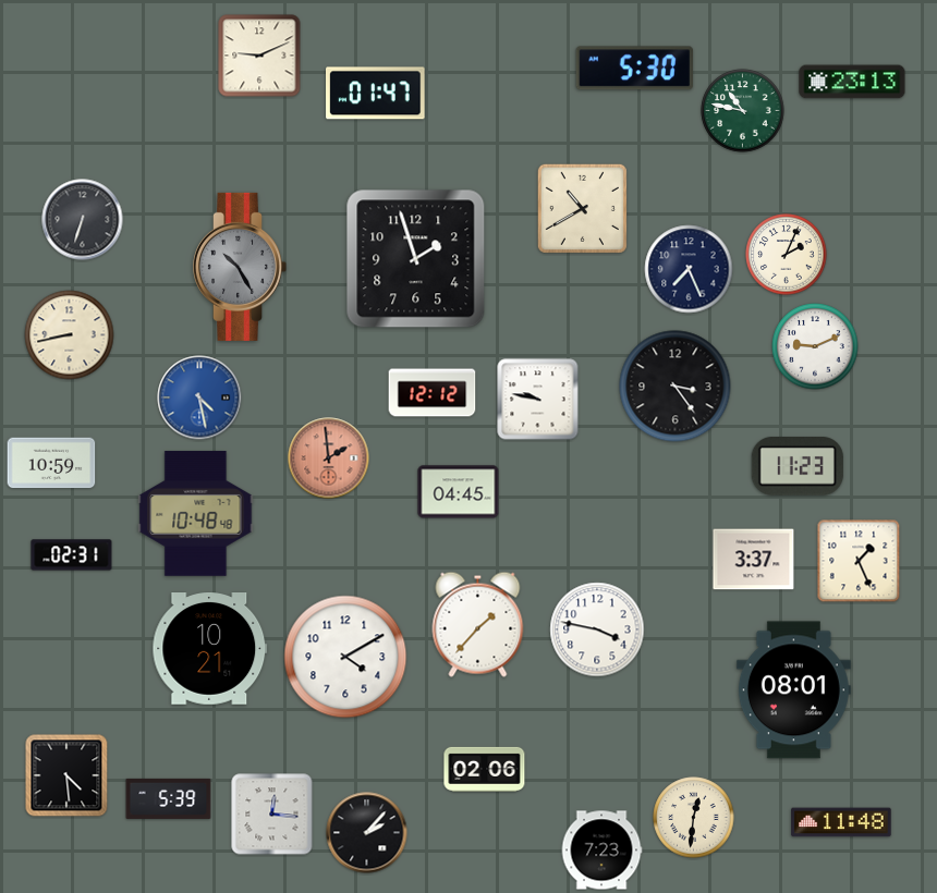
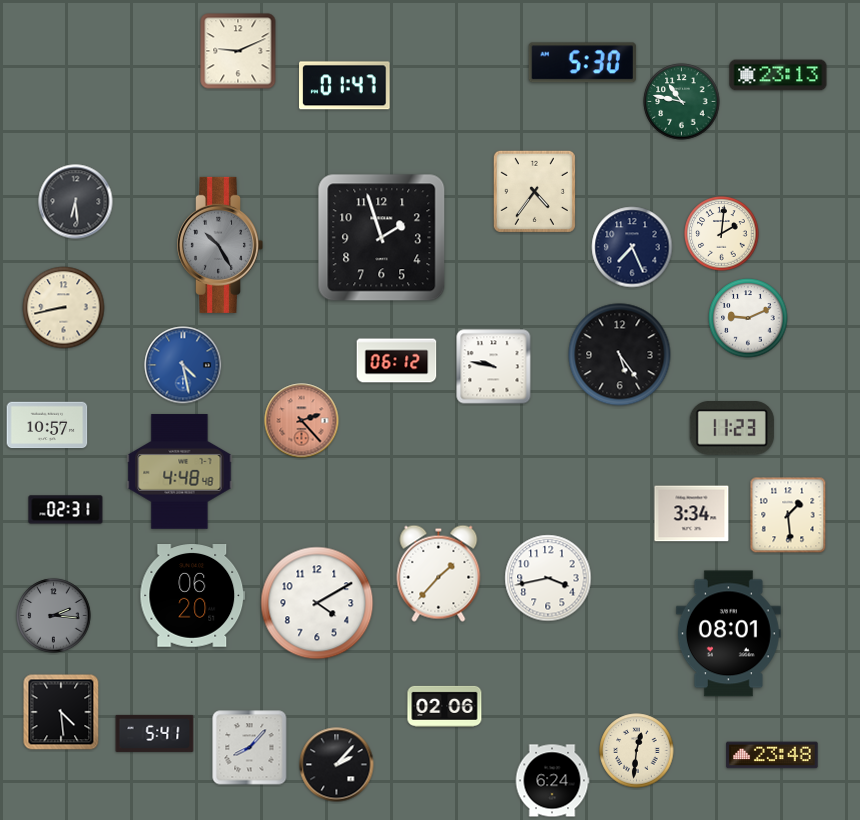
clock at (852, 82) position: (852, 82) -> (778, 75)
clock at (582, 208): 10:40 -> 4:36
clock at (83, 220): 6:33 -> 6:29
clock at (787, 255): 2:04 -> 2:01
clock at (676, 387): 3:24 -> 5:24
clock at (433, 393): 12:12 -> 06:12
clock at (329, 458): 1:59 -> 2:23
clock at (51, 463): 10:59 -> 10:57
clock at (459, 492): 04:45 -> none
clock at (196, 514): 10:48 -> 4:48
clock at (754, 560): 3:37 -> 3:34
clock at (859, 561): 1:26 -> 1:29
clock at (597, 629): 3:47 -> 3:43
clock at (210, 649): 10:21 -> 06:20
clock at (54, 616): none -> 2:16
clock at (169, 798): 5:39 -> 5:41
clock at (272, 815): 12:16 -> 8:07
clock at (841, 822): 11:48 -> 23:48
clock at (601, 851): 7:23 -> 6:24
